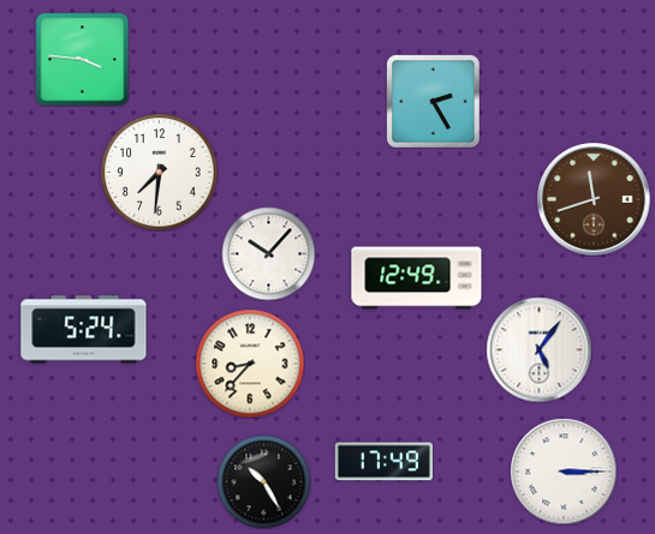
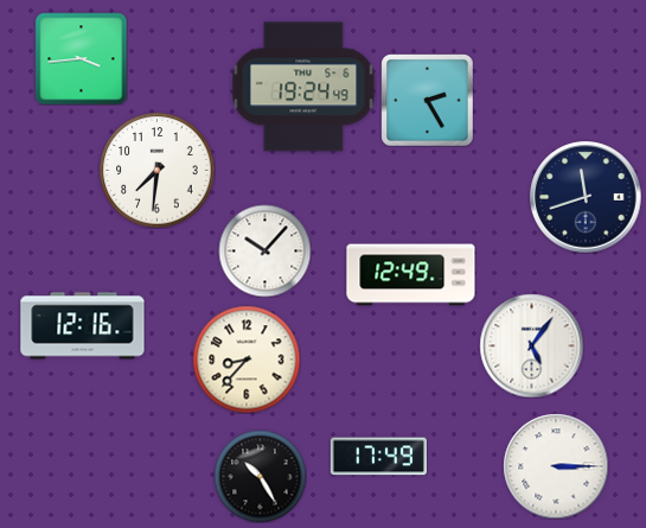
clock at (82, 59): 3:46 -> 3:44
clock at (303, 87): none -> 19:24
clock at (594, 199) dial: brown -> navy
clock at (84, 330): 5:24 -> 12:16
